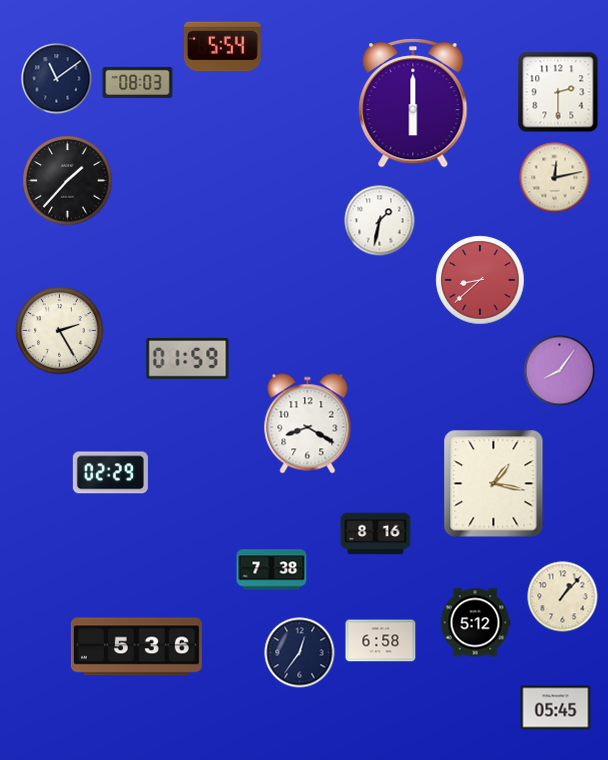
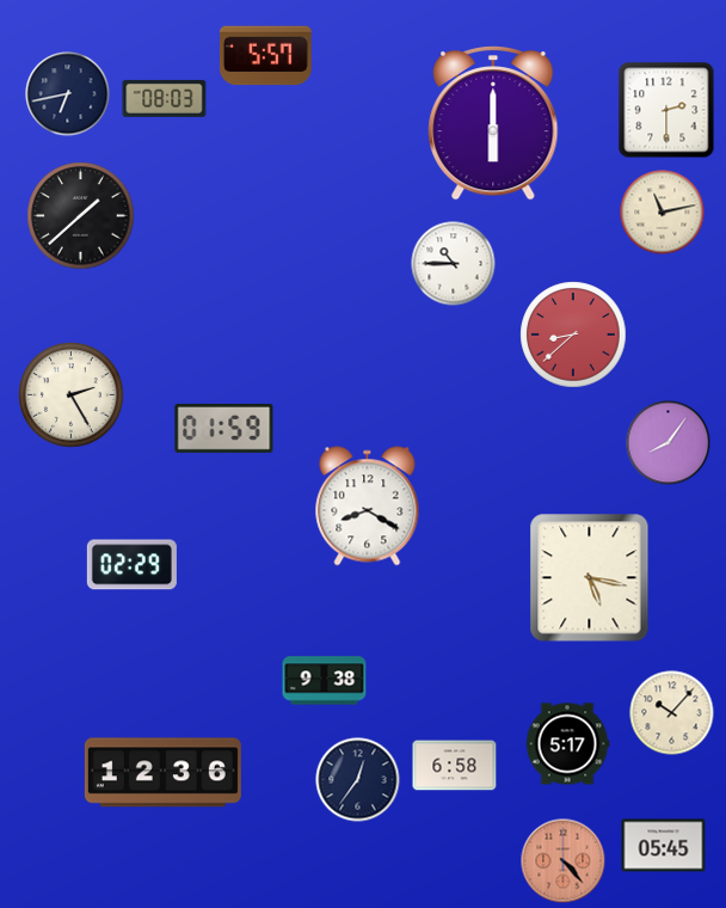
clock at (222, 47): 5:54 -> 5:57
clock at (57, 79): 11:09 -> 6:43
clock at (555, 178): 12:13 -> 11:13
clock at (68, 181): 1:37 -> 1:38
clock at (380, 221): 1:32 -> 10:45
clock at (494, 484): 1:17 -> 5:17
clock at (376, 534): 8:16 -> none
clock at (272, 570): 7:38 -> 9:38
clock at (563, 597): 1:07 -> 10:07
clock at (475, 623): 5:12 -> 5:17
clock at (136, 647): 5:36 -> 12:36
clock at (564, 861): none -> 4:23
